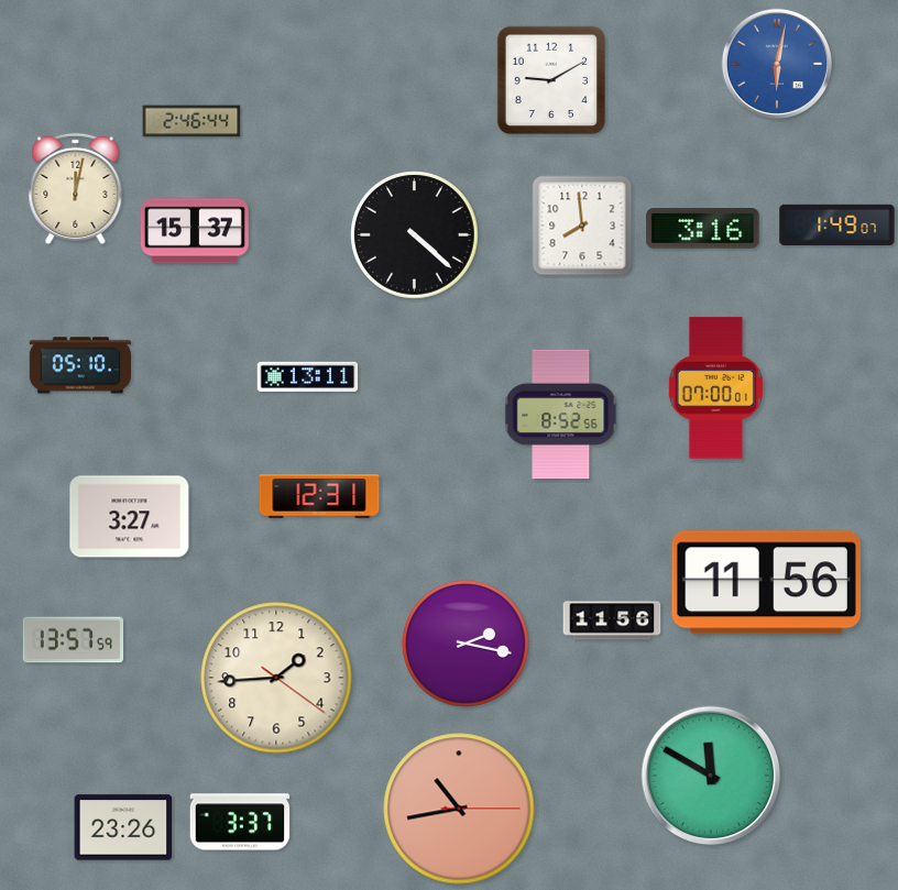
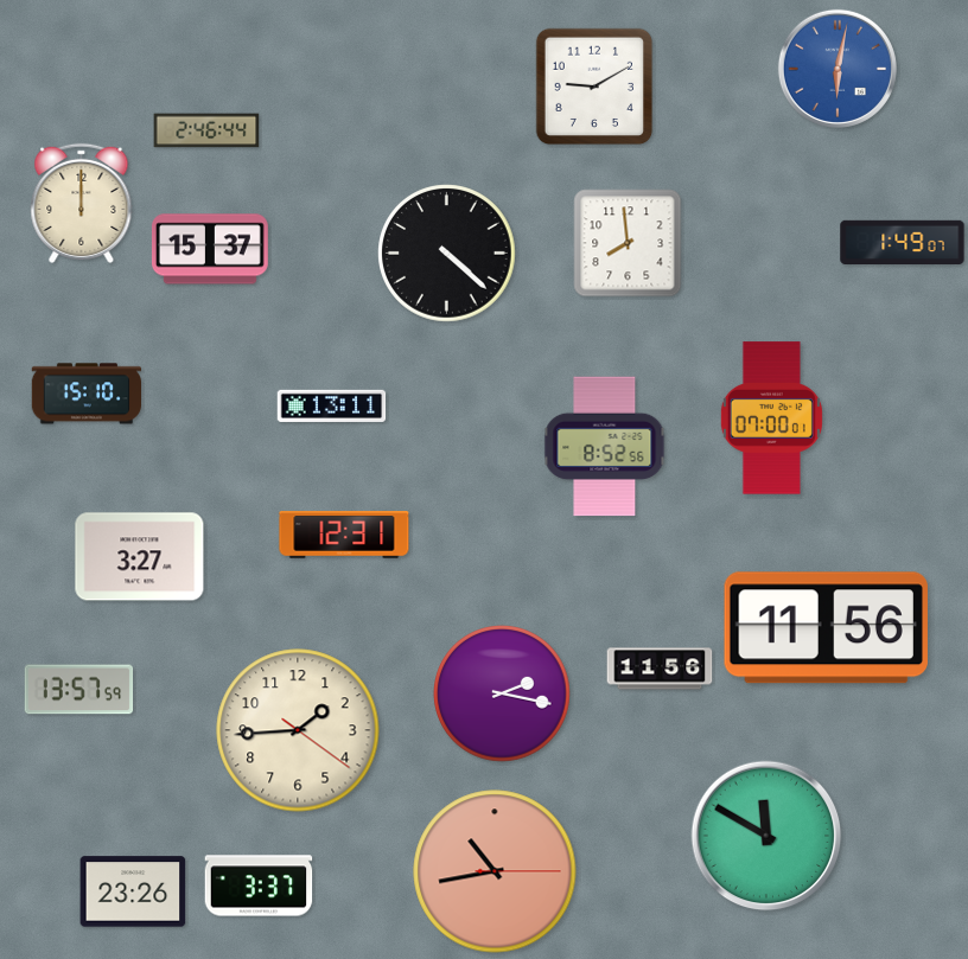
clock at (76, 188): 12:02 -> 12:00
clock at (703, 229): 3:16 -> none
clock at (79, 365): 05:10 -> 15:10
